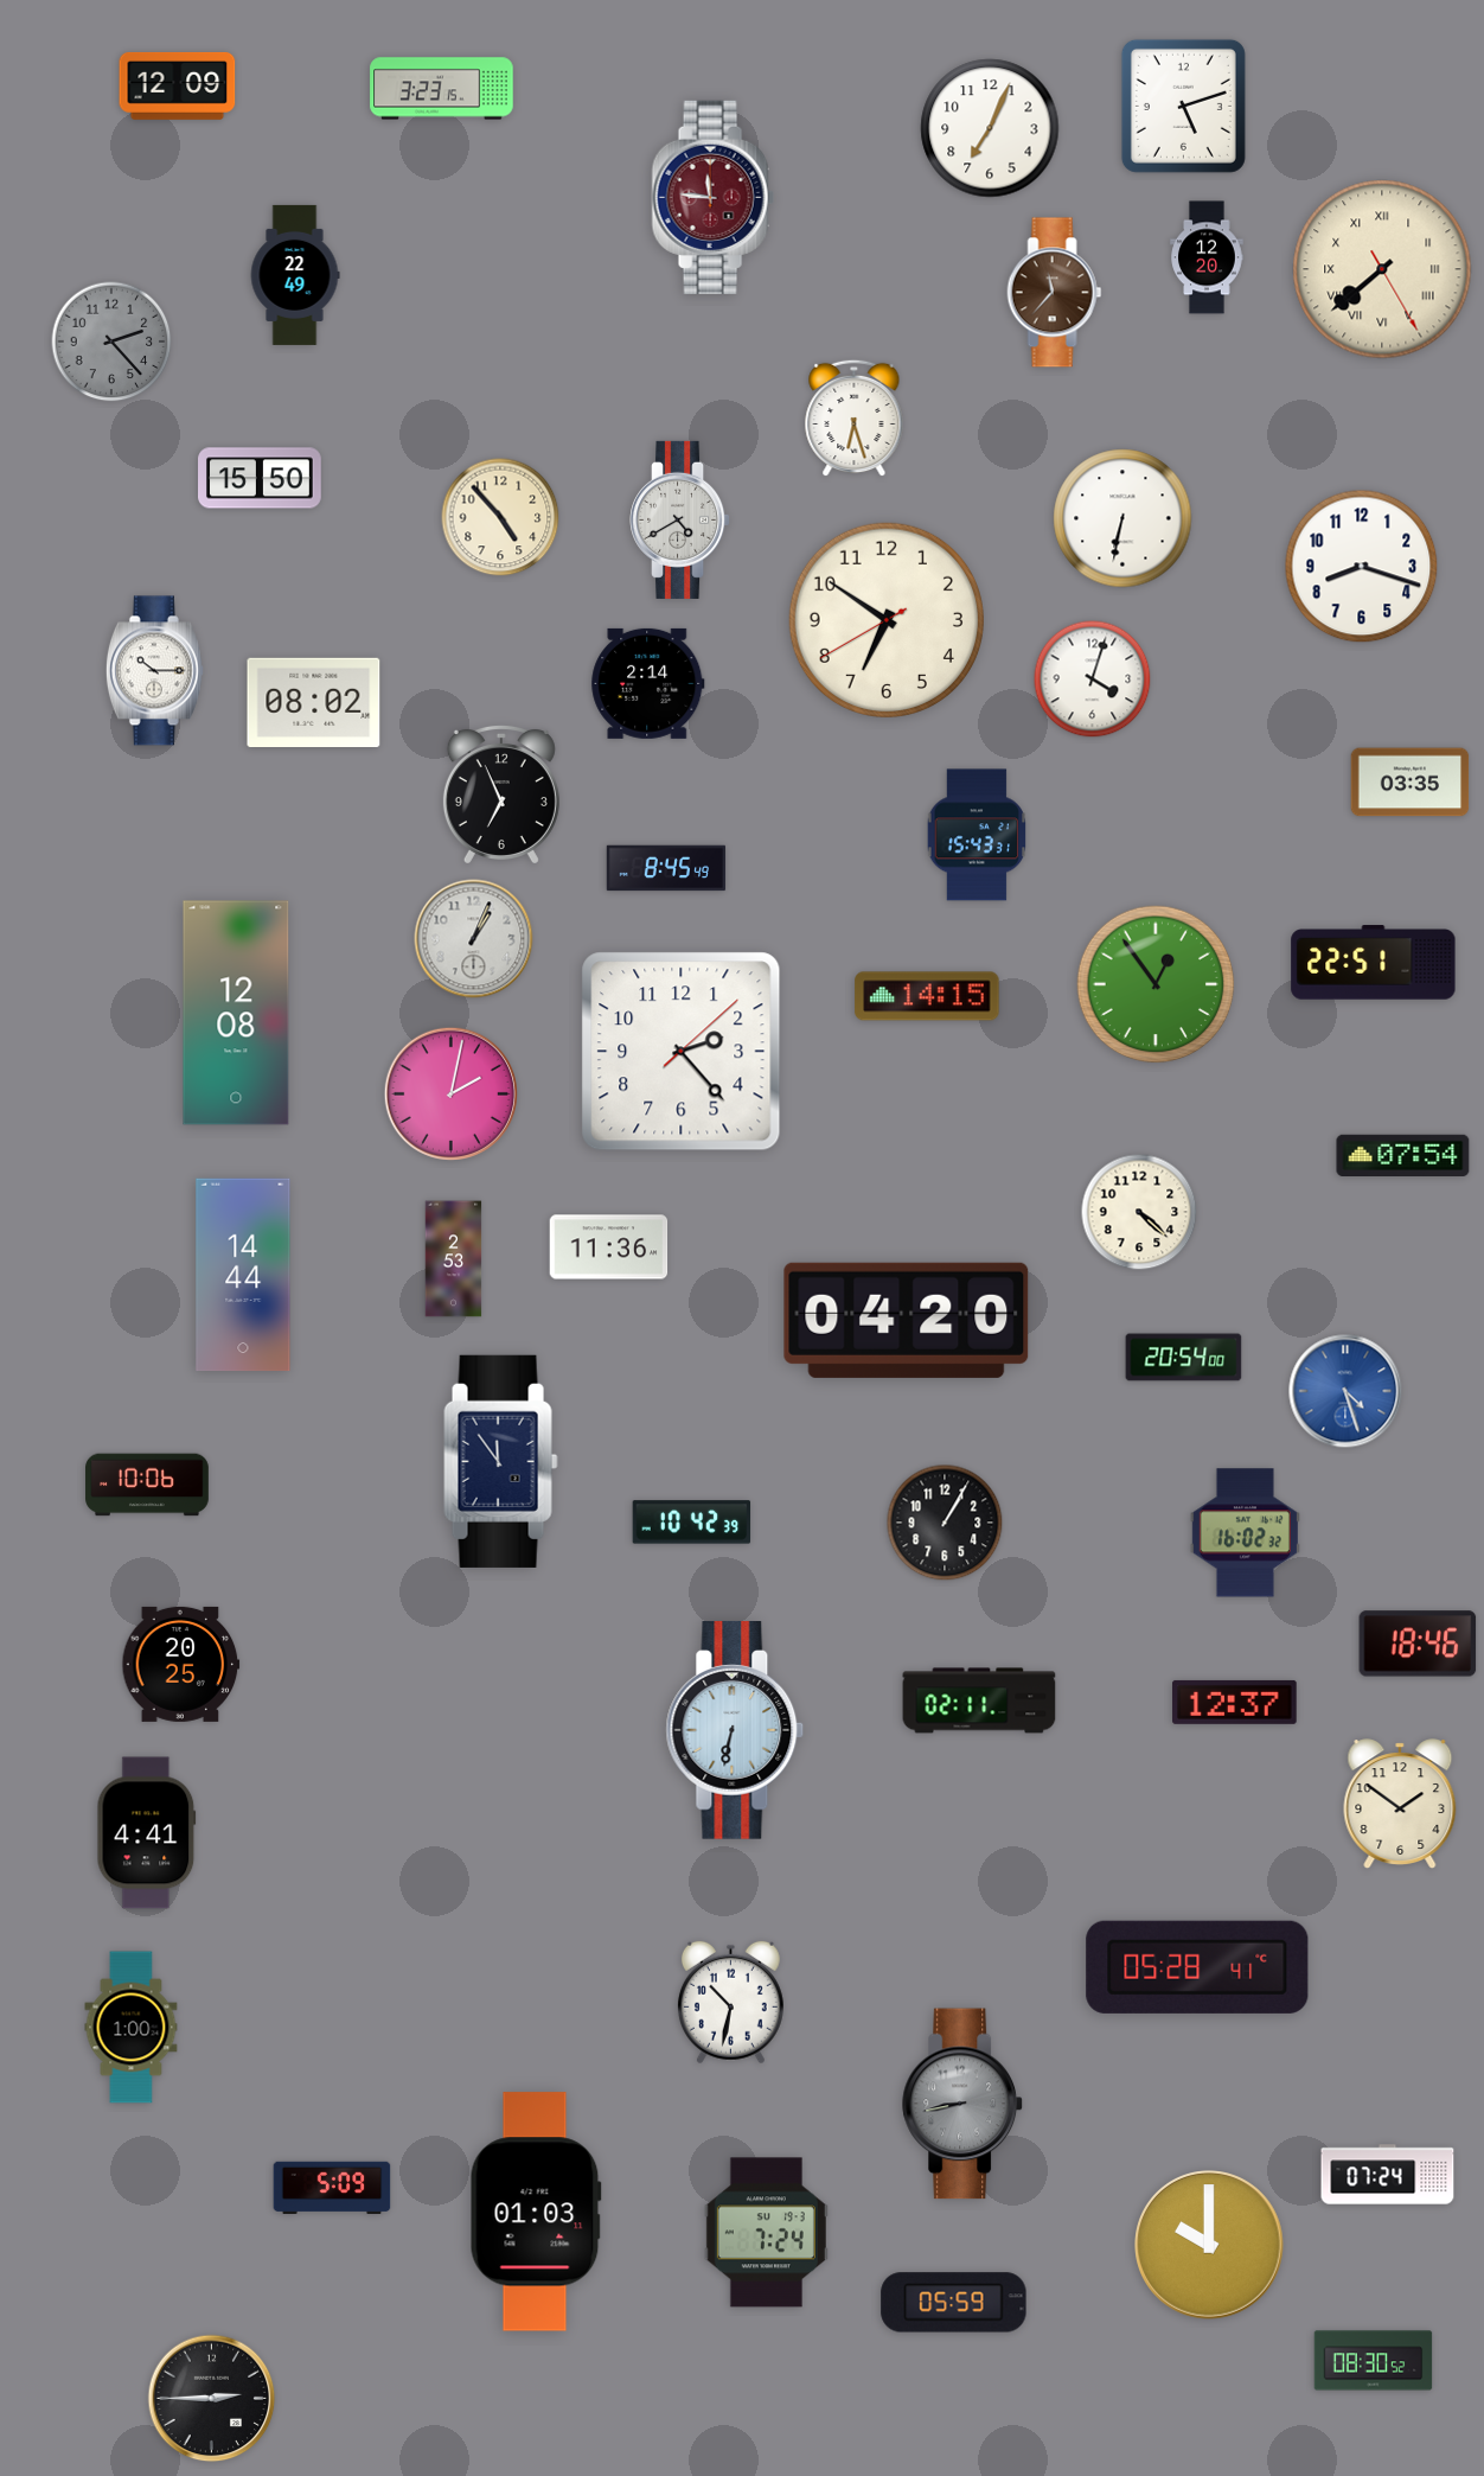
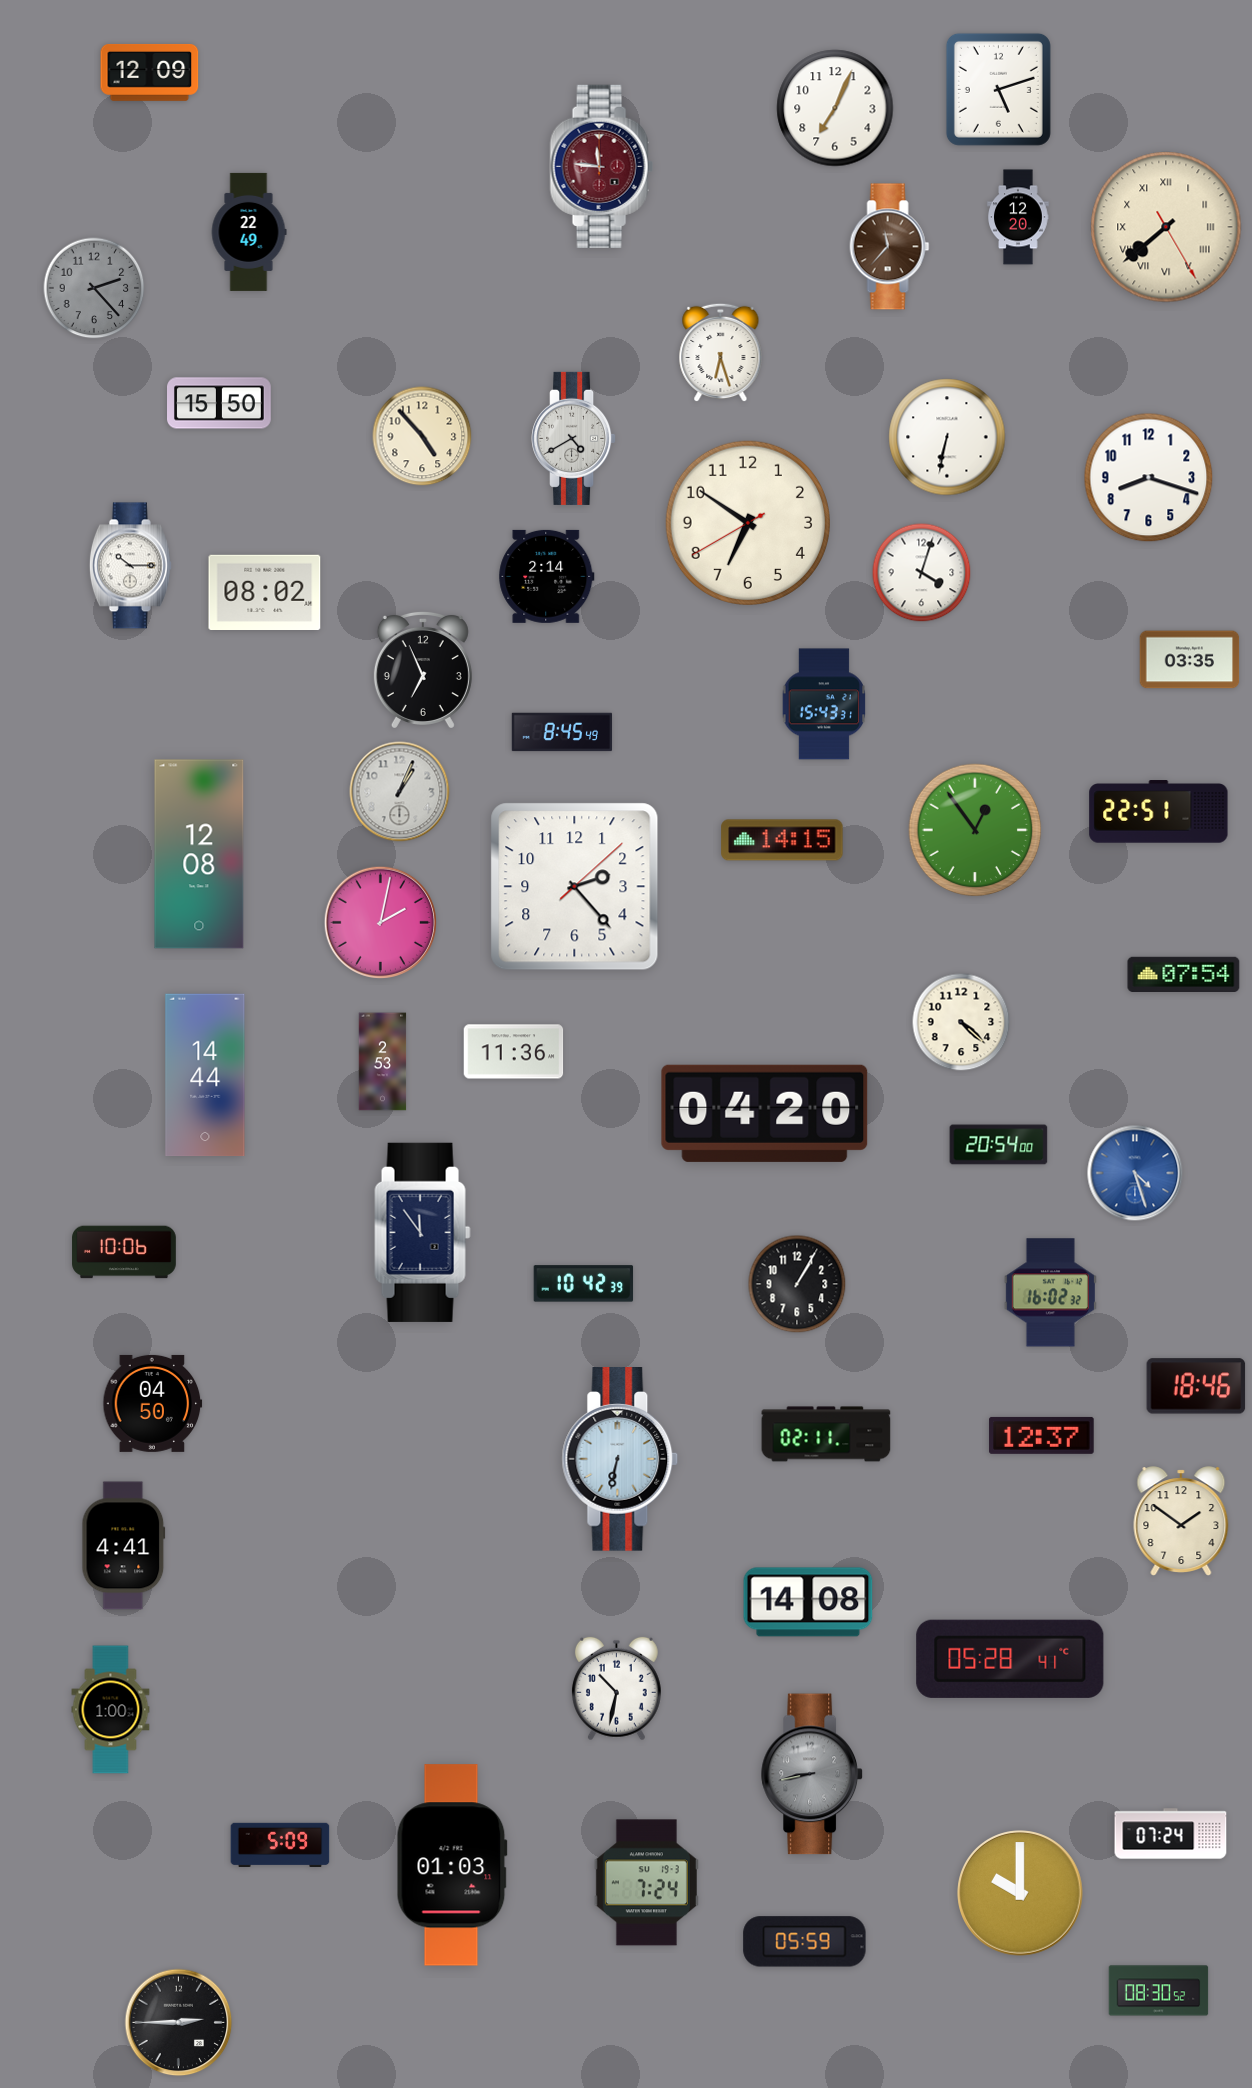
clock at (442, 89): 3:23 -> none
clock at (181, 1664): 20:25 -> 04:50
clock at (808, 1602): none -> 14:08
